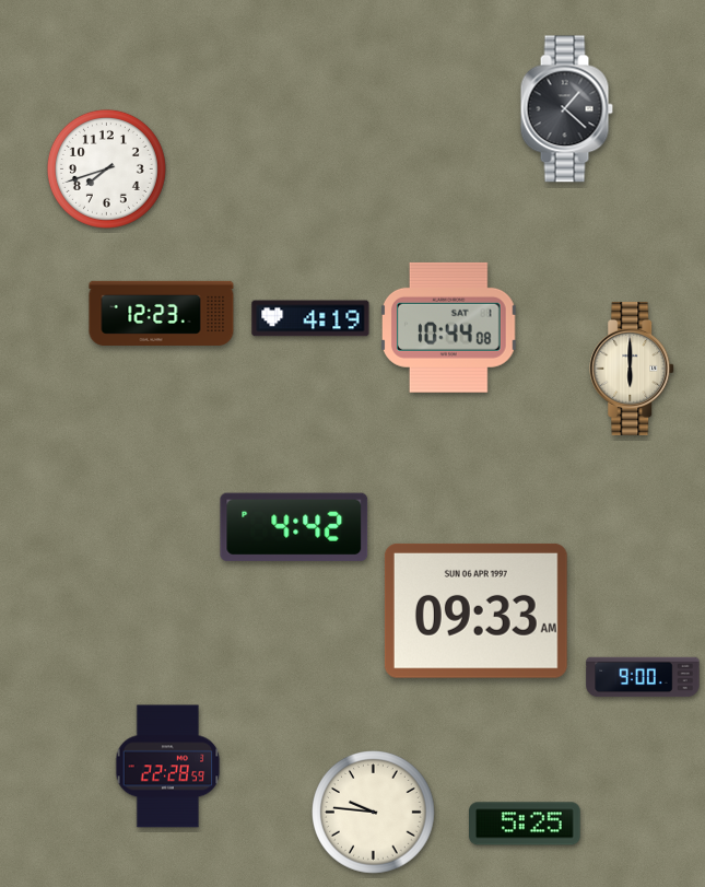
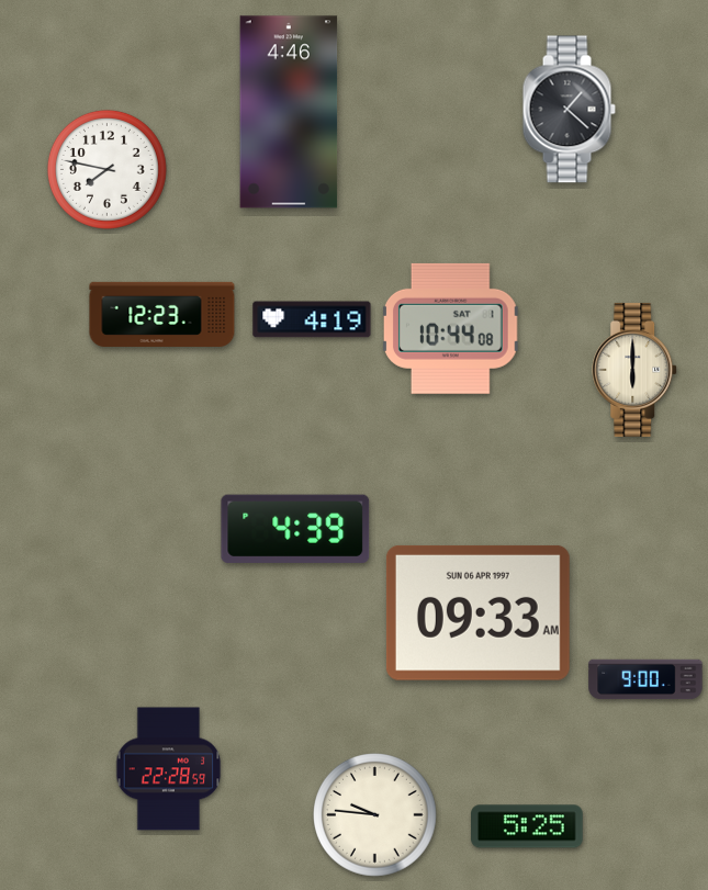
clock at (289, 112): none -> 4:46
clock at (106, 168): 7:42 -> 7:47
clock at (294, 527): 4:42 -> 4:39
